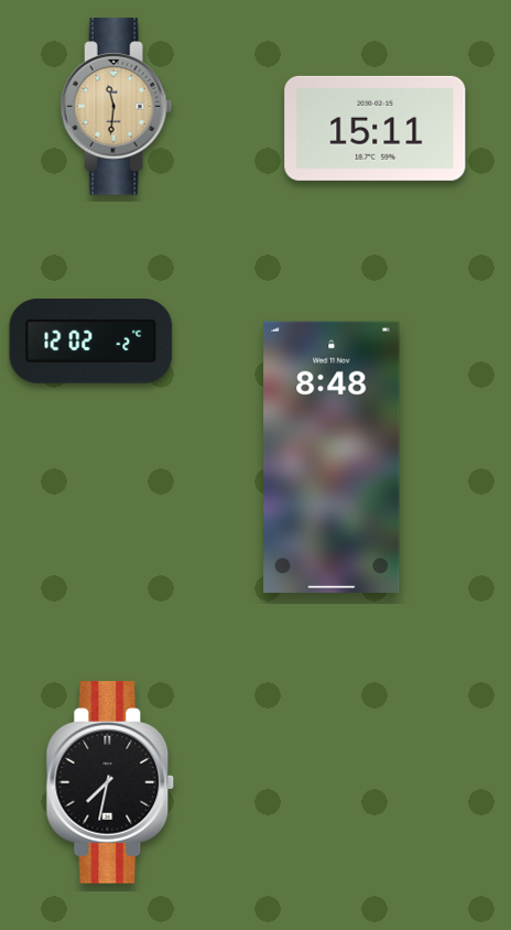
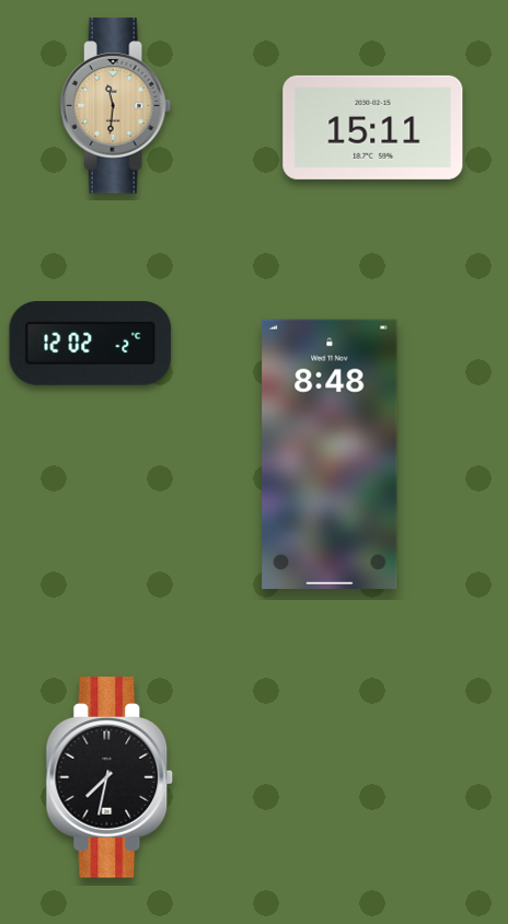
clock at (91, 342) position: (91, 342) -> (91, 344)
